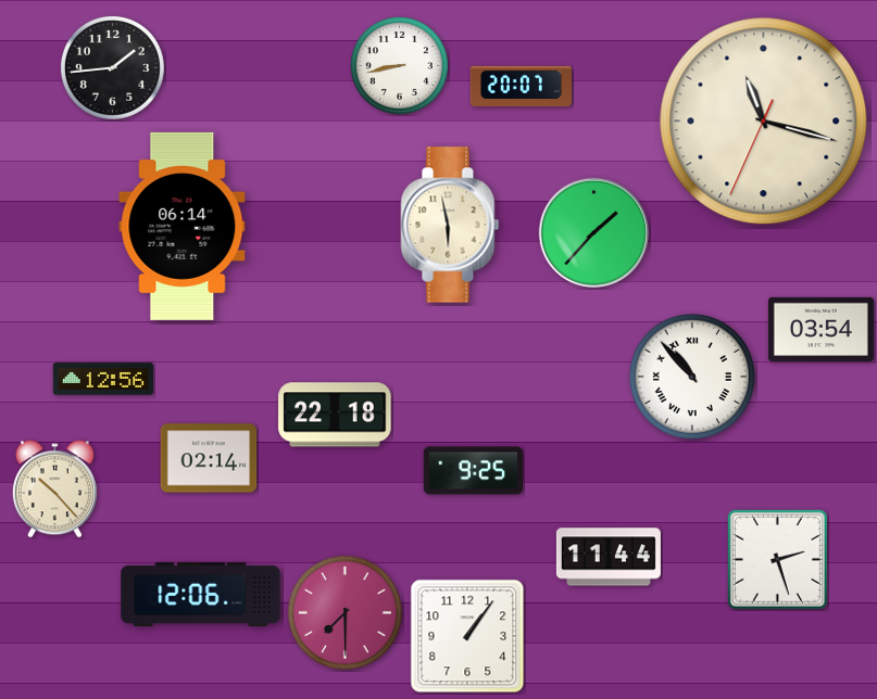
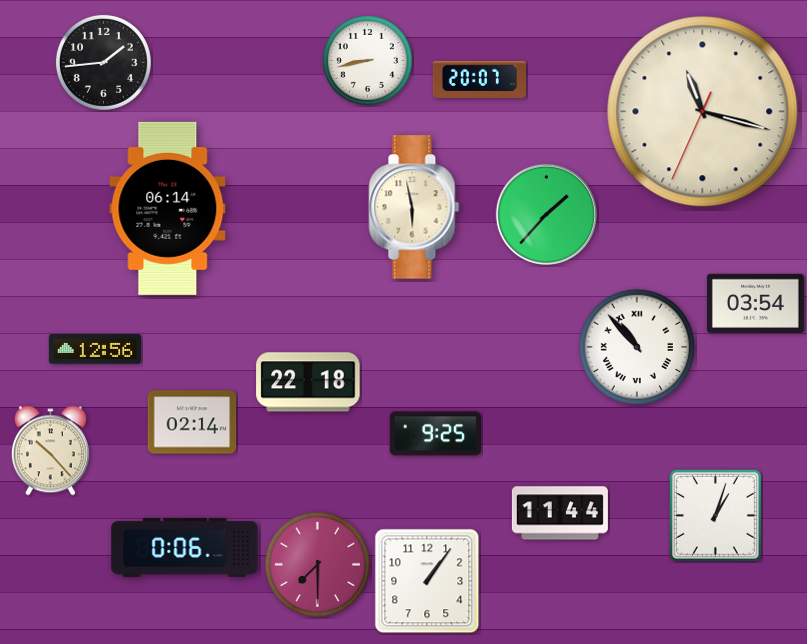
clock at (777, 559): 2:27 -> 1:03
clock at (201, 594): 12:06 -> 0:06
clock at (467, 636) position: (467, 636) -> (427, 581)
